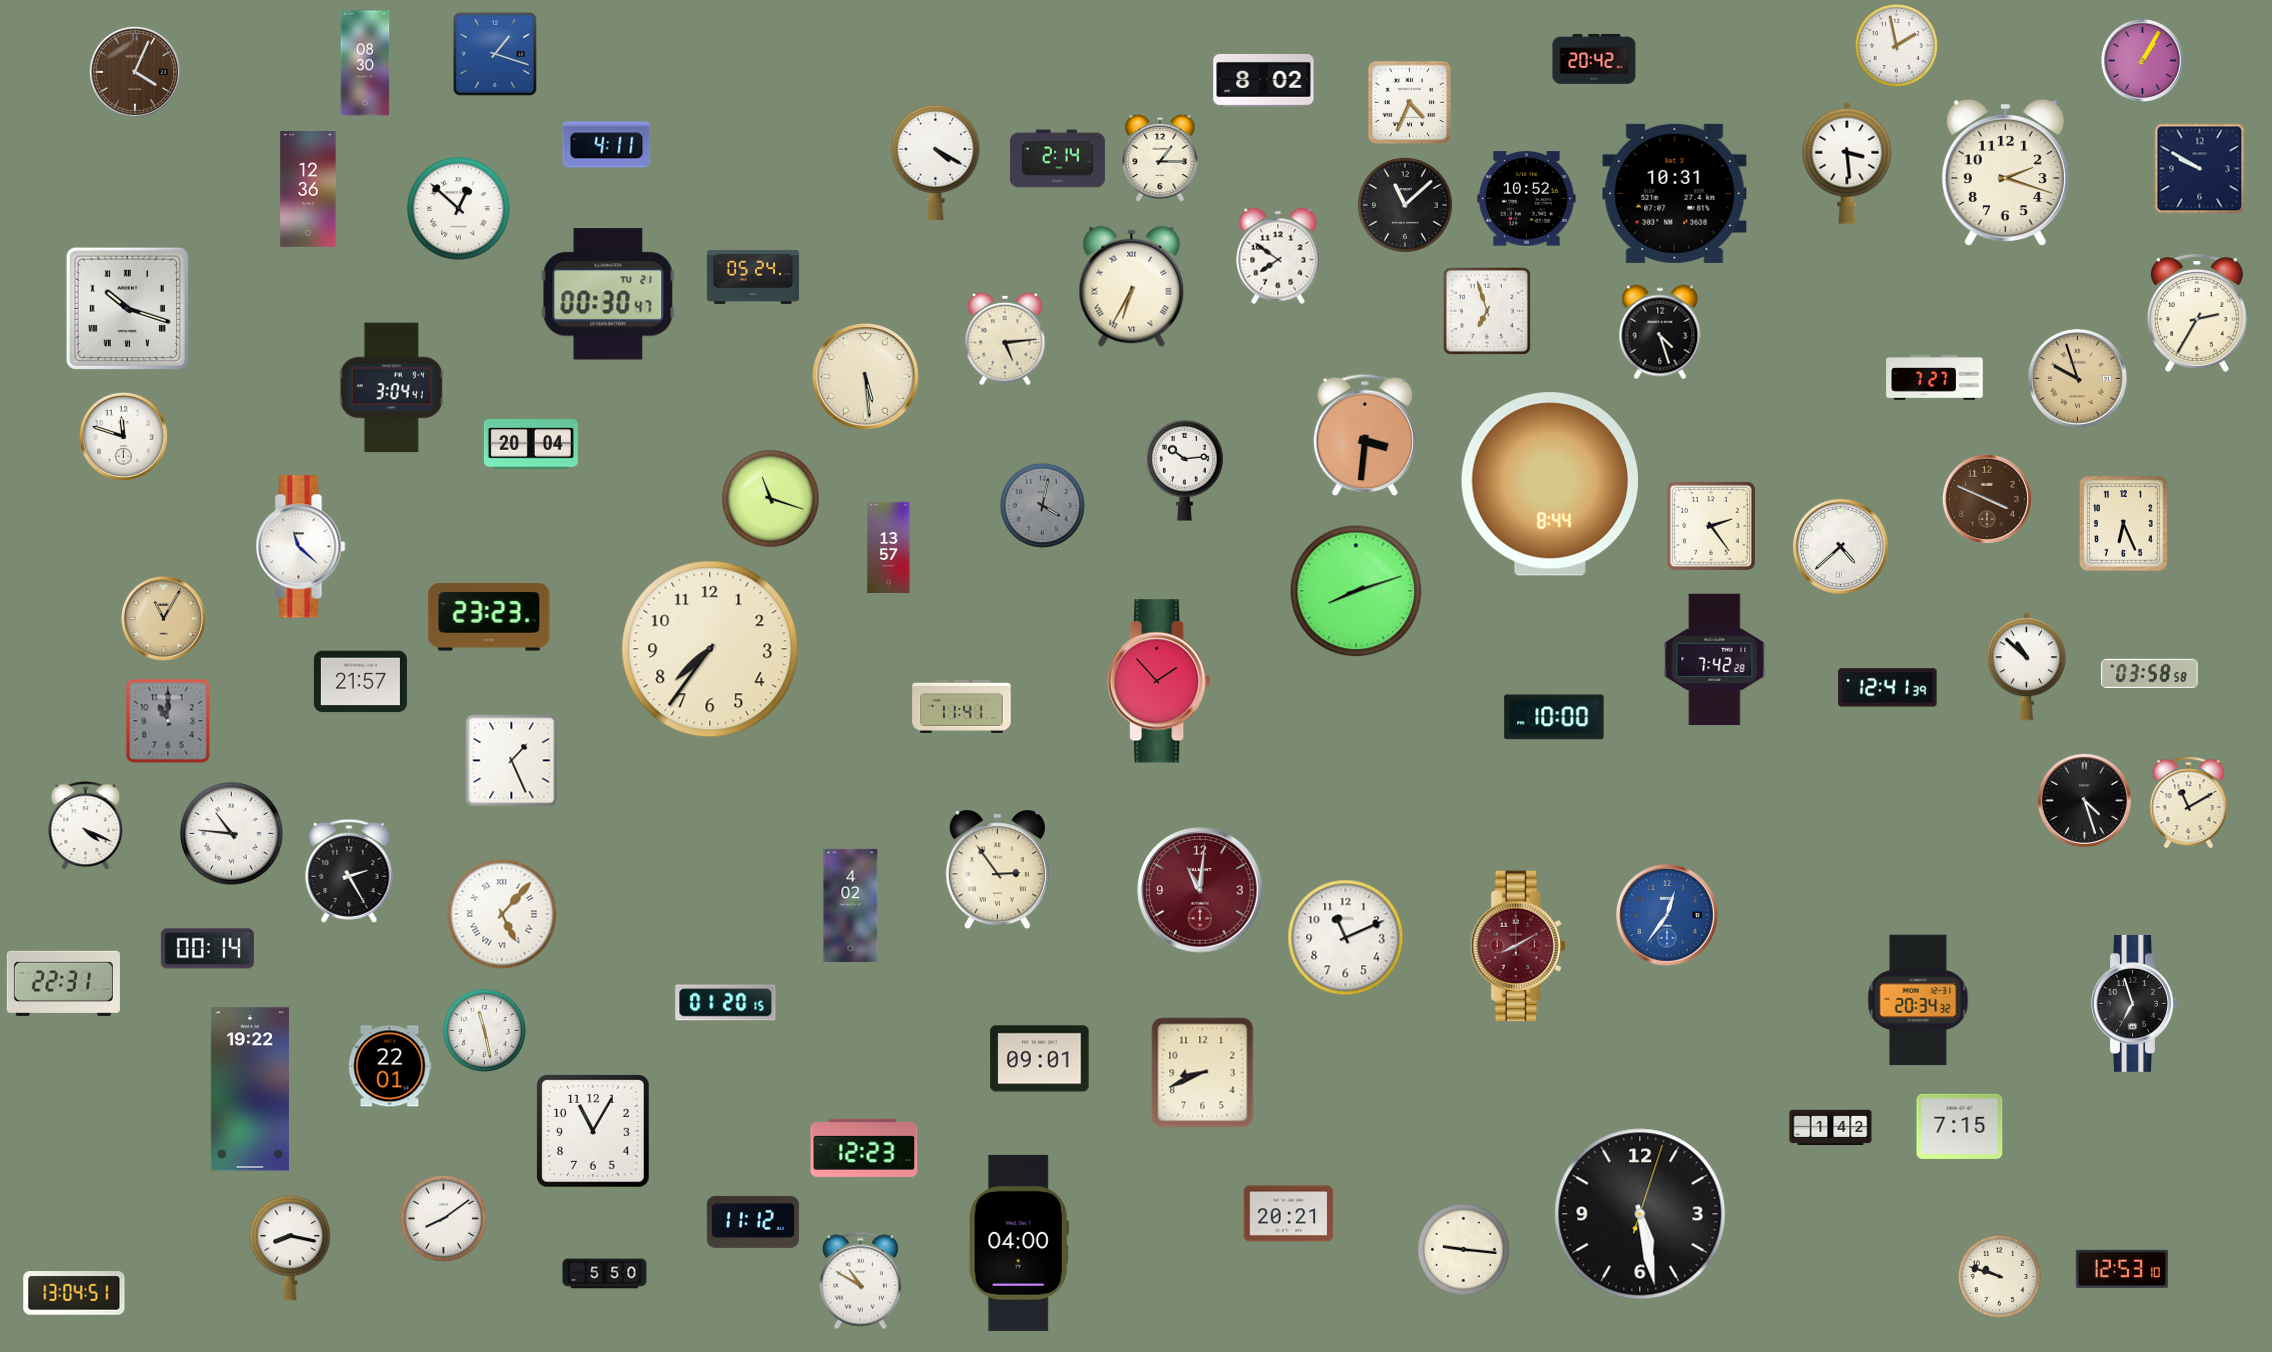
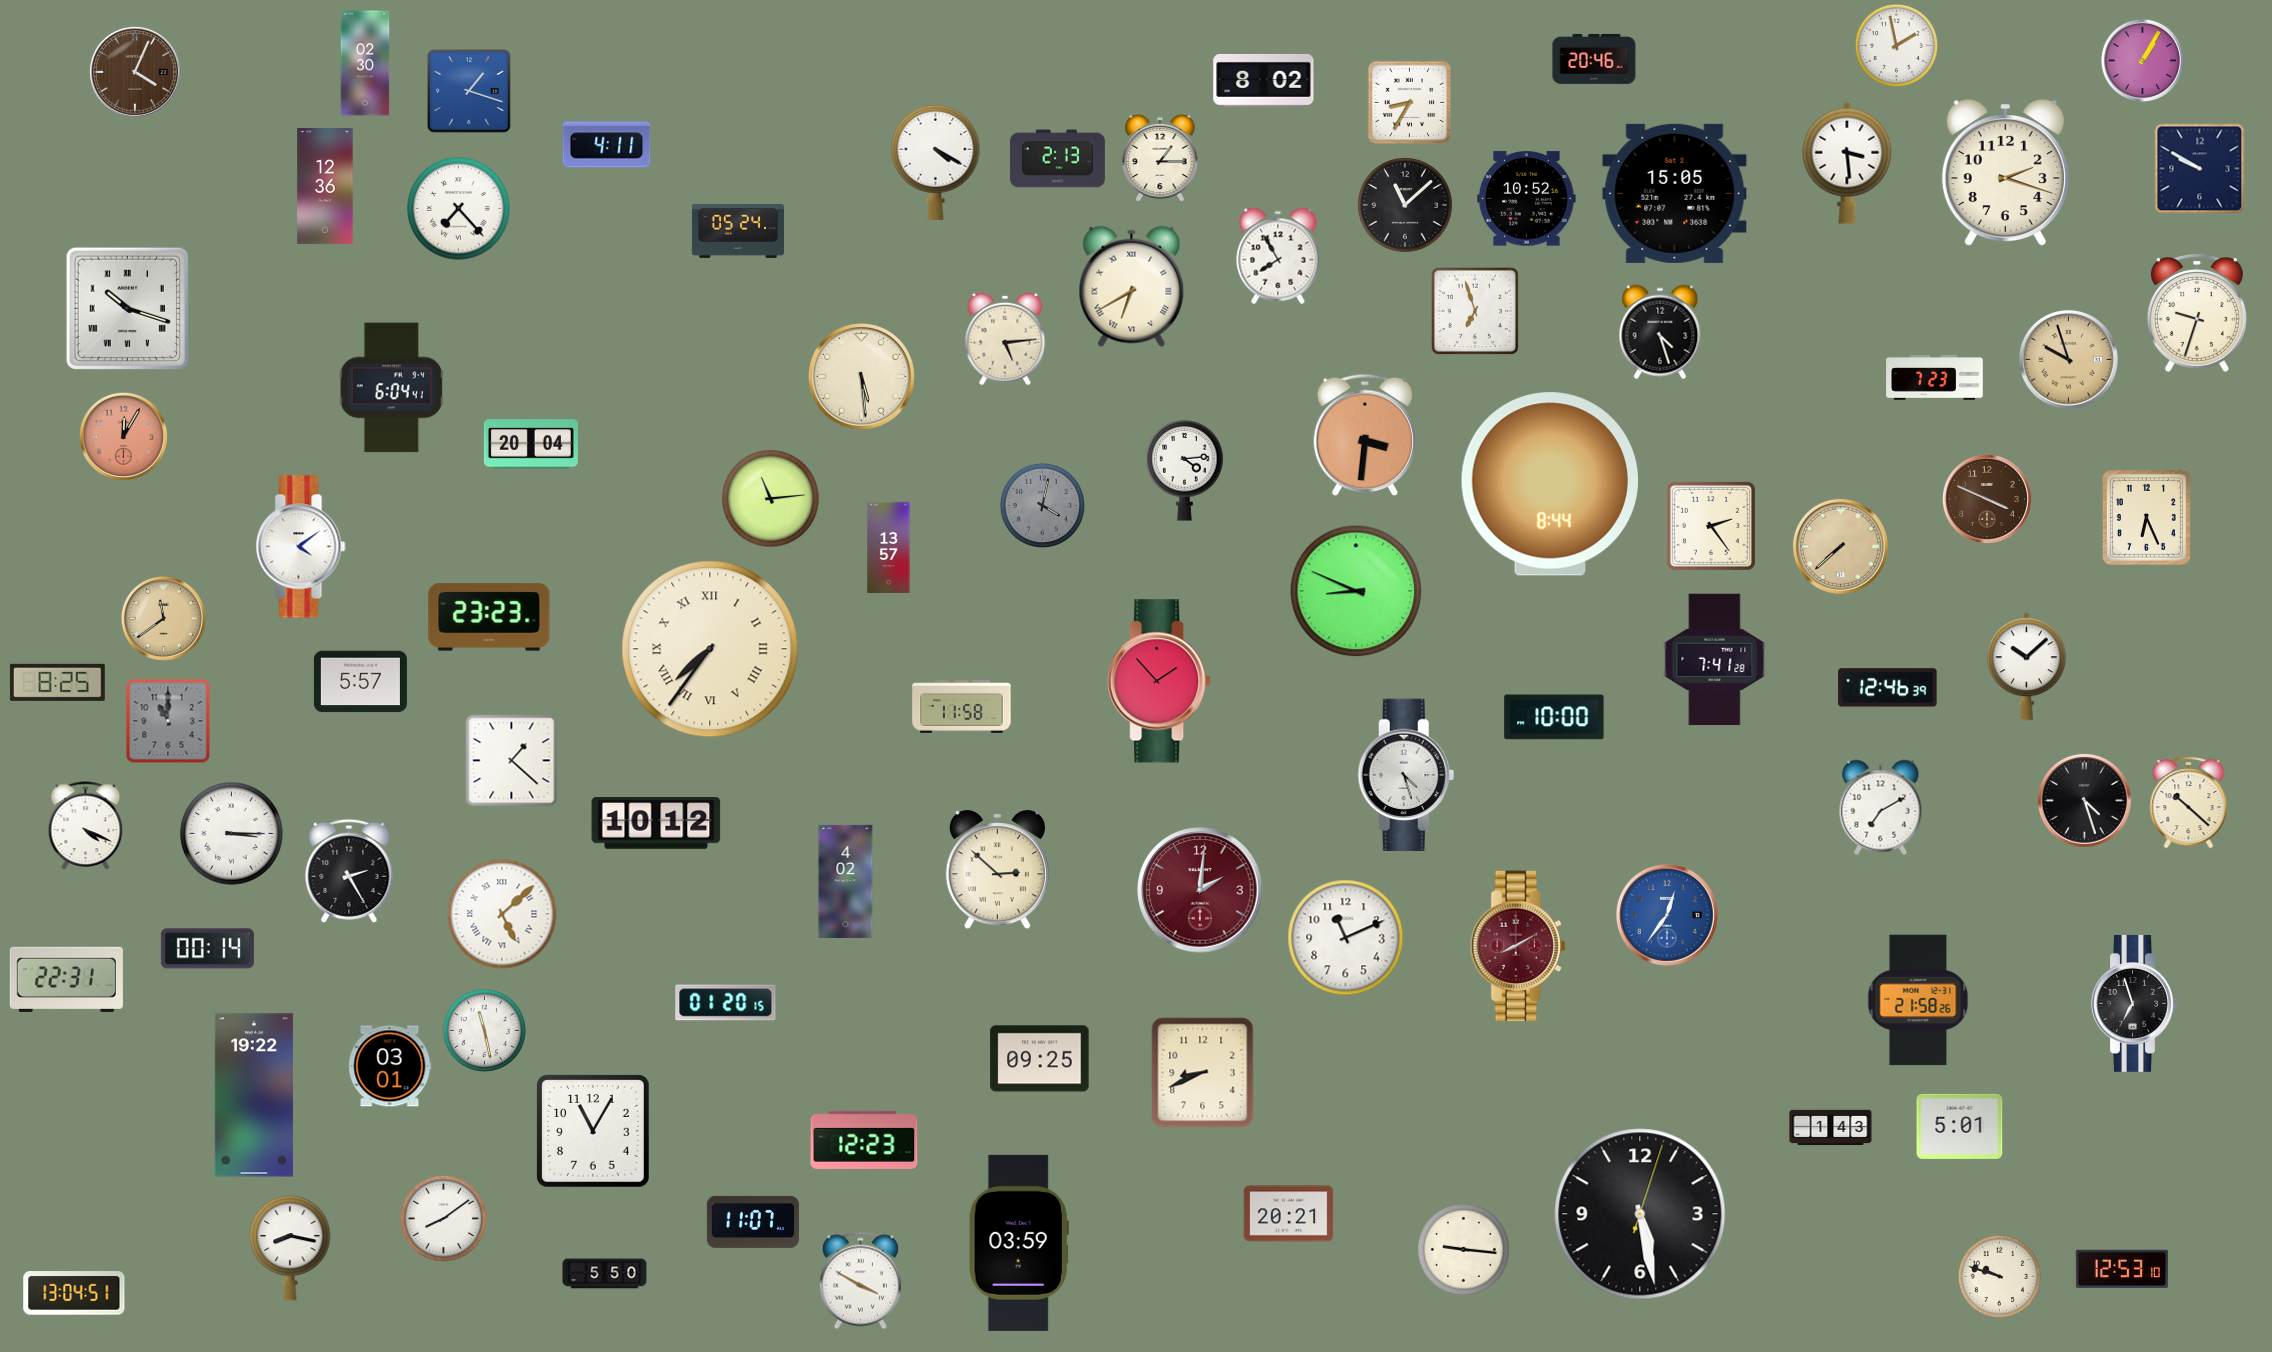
clock at (495, 54) position: (495, 54) -> (469, 91)
clock at (1594, 59): 20:42 -> 20:46
clock at (365, 63): 08:30 -> 02:30
clock at (1410, 103): 4:34 -> 8:35
clock at (1057, 159): 2:14 -> 2:13
clock at (308, 190) position: (308, 190) -> (325, 187)
clock at (1675, 193): 10:31 -> 15:05
clock at (459, 209): 12:52 -> 7:23
clock at (1278, 256): 7:51 -> 7:55
clock at (753, 277) position: (753, 277) -> (738, 231)
clock at (1132, 287): 6:35 -> 6:40
clock at (608, 294): 00:30 -> none
clock at (1487, 311) position: (1487, 311) -> (1475, 311)
clock at (2197, 313): 2:35 -> 9:33
clock at (866, 377) position: (866, 377) -> (862, 377)
clock at (1935, 378): 7:27 -> 7:23
clock at (2077, 378) position: (2077, 378) -> (2068, 359)
clock at (391, 388): 3:04 -> 6:04
clock at (123, 436): 11:48 -> 12:05
clock at (123, 436) dial: white -> salmon
clock at (1185, 470): 10:14 -> 4:14
clock at (771, 499): 11:18 -> 11:14
clock at (2124, 524) position: (2124, 524) -> (2147, 518)
clock at (1840, 546): 4:38 -> 7:38
clock at (1840, 546) dial: white -> champagne
clock at (301, 547): 11:22 -> 4:09
clock at (1356, 591): 8:12 -> 8:49
clock at (163, 618): 11:05 -> 11:39
clock at (710, 649) numerals: Arabic -> Roman
clock at (1715, 660): 7:42 -> 7:41
clock at (2026, 667): 10:52 -> 10:08
clock at (2150, 673): 03:58 -> none
clock at (57, 682): none -> 8:25
clock at (360, 682): 21:57 -> 5:57
clock at (1888, 688): 12:41 -> 12:46
clock at (962, 706): 11:41 -> 11:58
clock at (512, 761): 1:26 -> 1:22
clock at (1406, 774): none -> 4:27
clock at (2189, 803): 11:10 -> 10:22
clock at (1881, 808): none -> 7:10
clock at (656, 824): none -> 10:12
clock at (232, 834): 10:46 -> 3:15
clock at (997, 870): 2:54 -> 2:52
clock at (1200, 890): 11:01 -> 2:01
clock at (851, 905) position: (851, 905) -> (846, 881)
clock at (502, 914): 5:07 -> 5:08
clock at (63, 983) position: (63, 983) -> (66, 979)
clock at (1918, 1000): 20:34 -> 21:58
clock at (1040, 1059): 09:01 -> 09:25
clock at (390, 1066): 22:01 -> 03:01
clock at (250, 1089) position: (250, 1089) -> (254, 1095)
clock at (1960, 1126): 7:15 -> 5:01
clock at (1831, 1128): 1:42 -> 1:43
clock at (864, 1148) position: (864, 1148) -> (864, 1140)
clock at (753, 1222): 11:12 -> 11:07
clock at (1019, 1243): 04:00 -> 03:59
clock at (860, 1281): 10:50 -> 3:50
